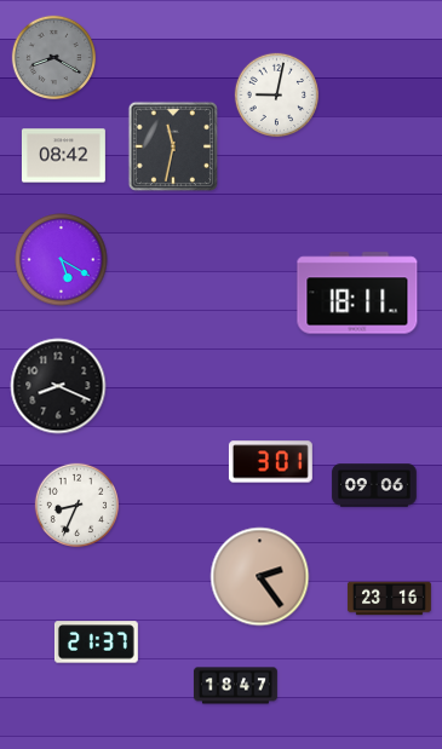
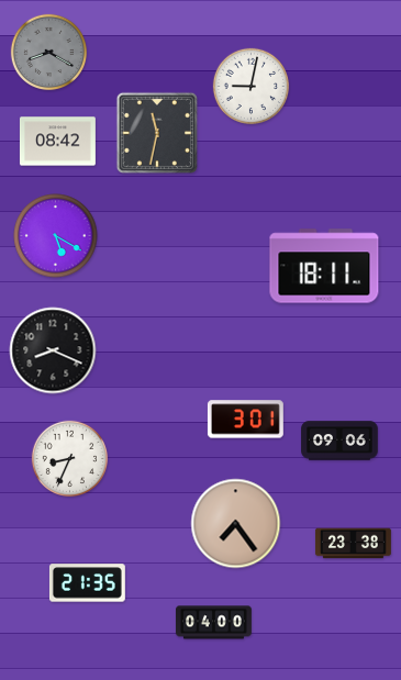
clock at (260, 577): 2:24 -> 7:24
clock at (389, 599): 23:16 -> 23:38
clock at (96, 643): 21:37 -> 21:35
clock at (235, 686): 18:47 -> 04:00
